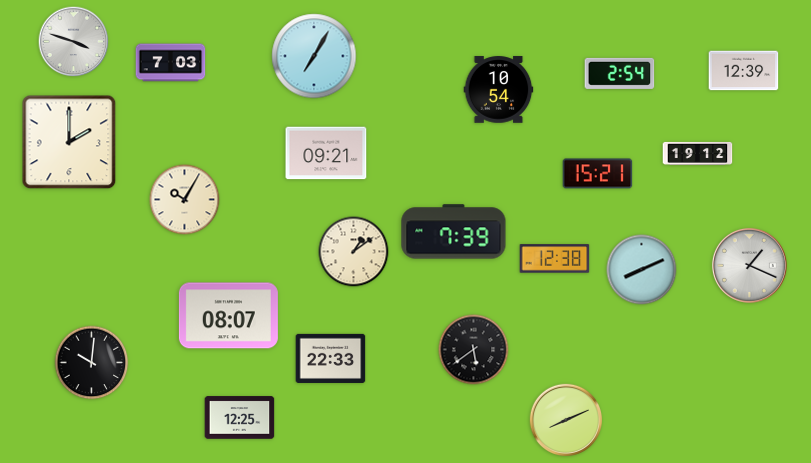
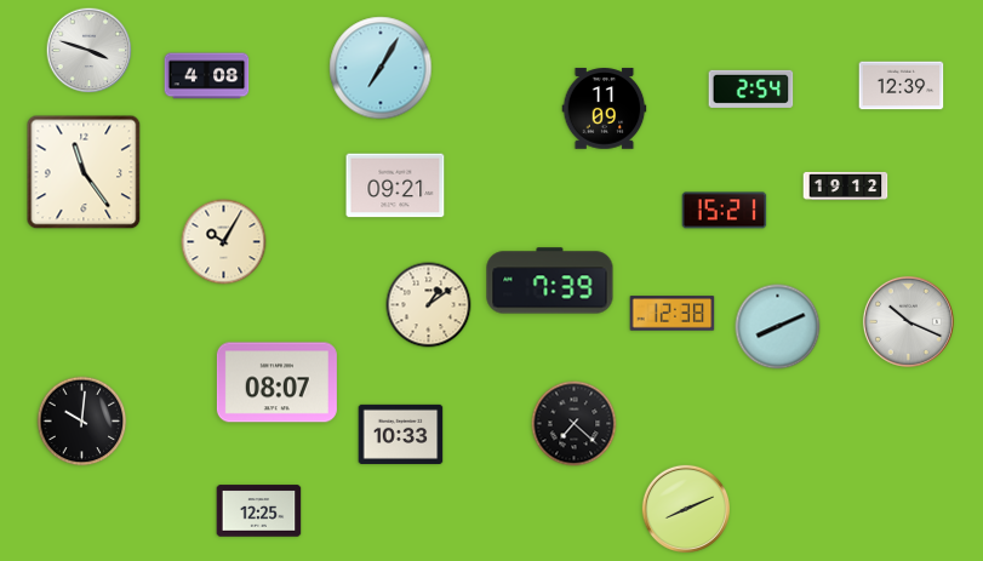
clock at (171, 63): 7:03 -> 4:08
clock at (499, 90): 10:54 -> 11:09
clock at (69, 142): 2:00 -> 11:24
clock at (749, 265): 1:19 -> 10:19
clock at (474, 350): 5:39 -> 7:22
clock at (331, 358): 22:33 -> 10:33
clock at (92, 363) position: (92, 363) -> (82, 422)
clock at (240, 418) position: (240, 418) -> (259, 511)
